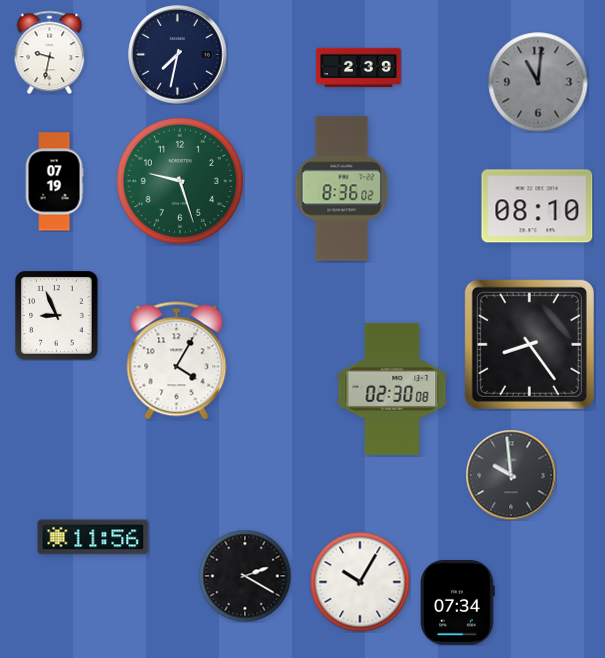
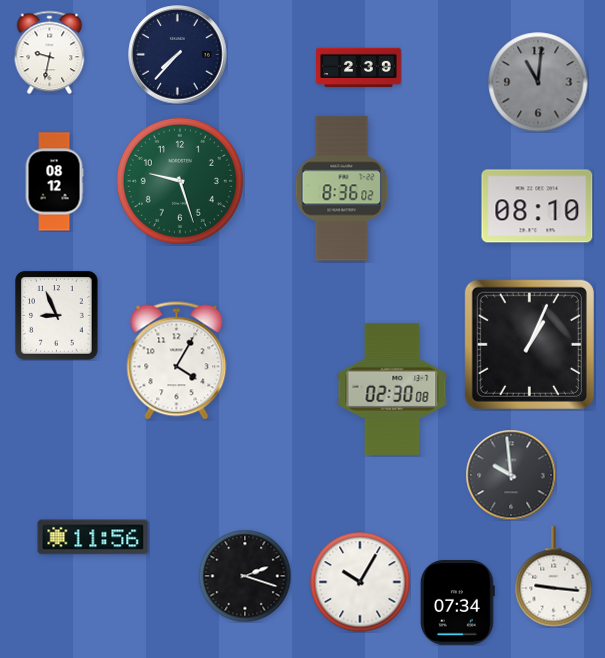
clock at (178, 55): 7:32 -> 7:37
clock at (54, 182): 07:19 -> 08:12
clock at (529, 344): 8:24 -> 1:04
clock at (245, 576): 2:20 -> 2:18
clock at (554, 577): none -> 9:16
